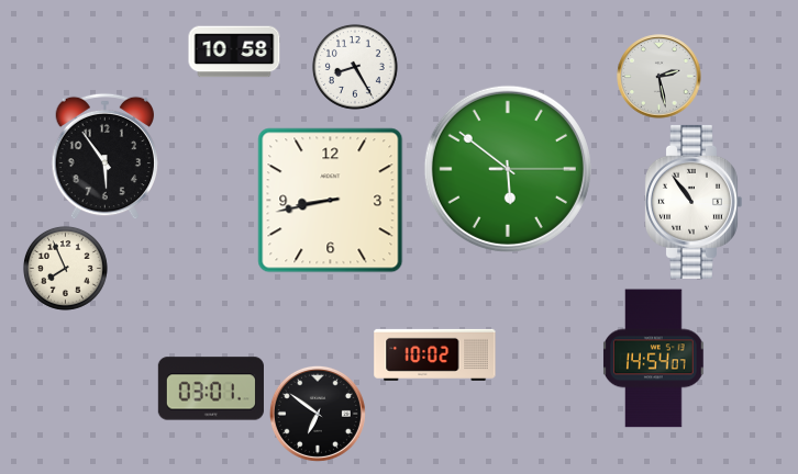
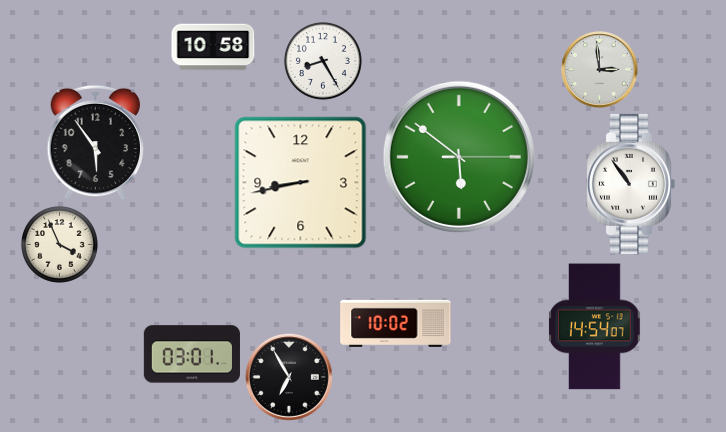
clock at (660, 77): 2:28 -> 2:59
clock at (508, 169) position: (508, 169) -> (459, 157)
clock at (65, 268): 7:56 -> 3:56
clock at (318, 414): 6:51 -> 6:55
